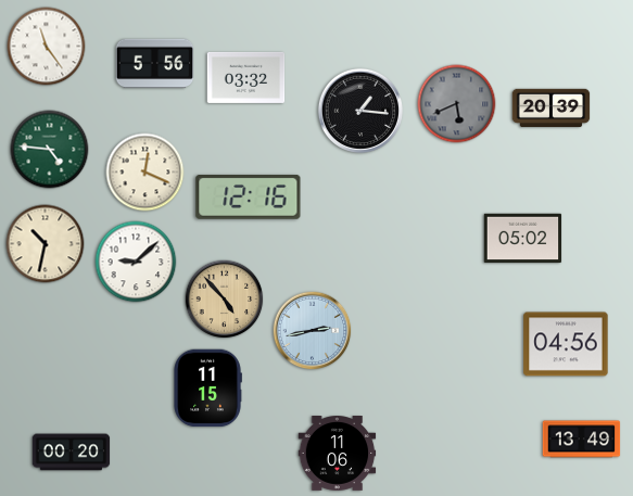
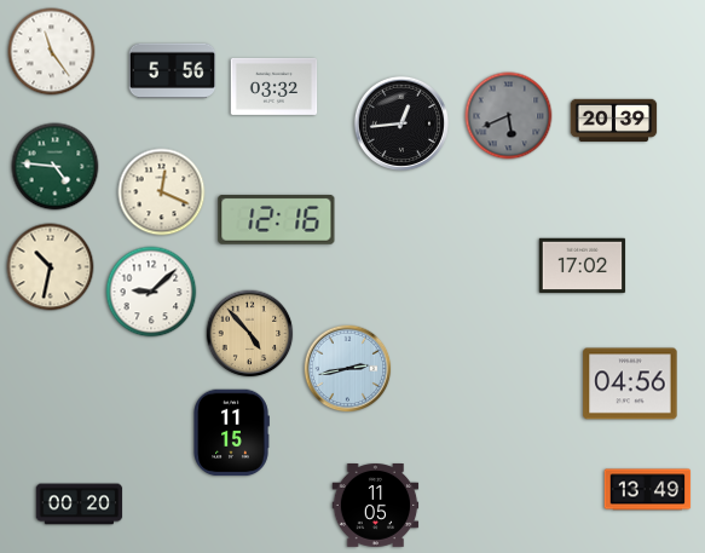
clock at (360, 111): 1:16 -> 12:44
clock at (523, 239): 05:02 -> 17:02
clock at (46, 244) position: (46, 244) -> (51, 267)
clock at (338, 454): 11:06 -> 11:05
